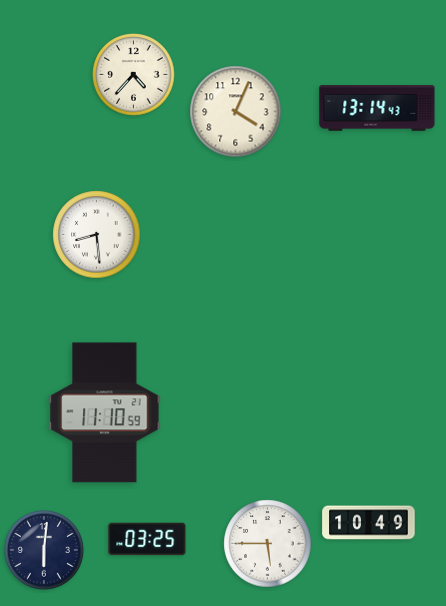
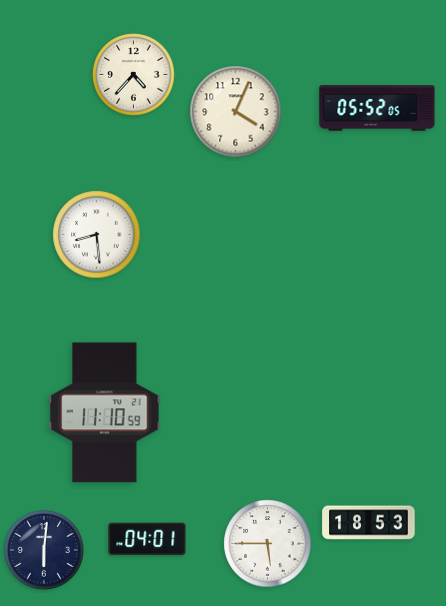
clock at (377, 108): 13:14 -> 05:52
clock at (369, 523): 10:49 -> 18:53
clock at (147, 539): 03:25 -> 04:01
